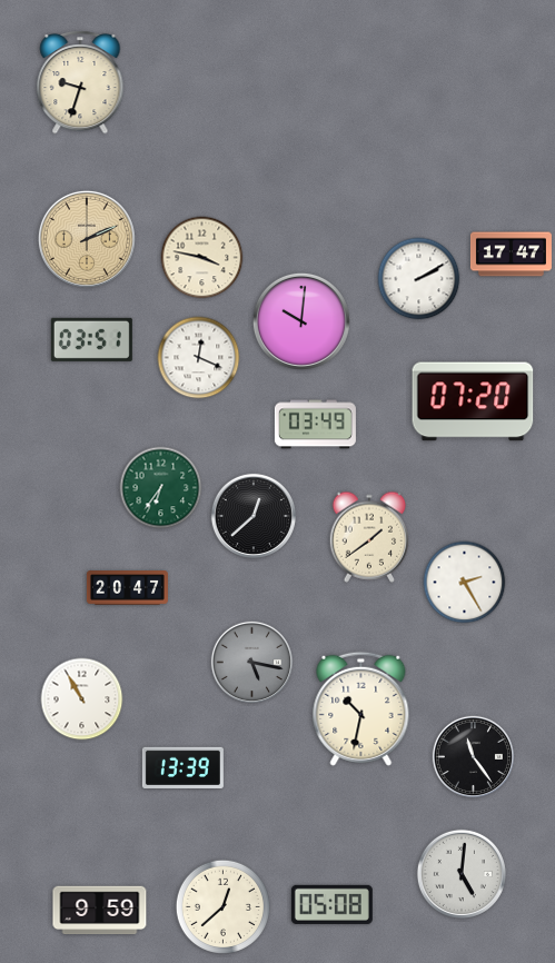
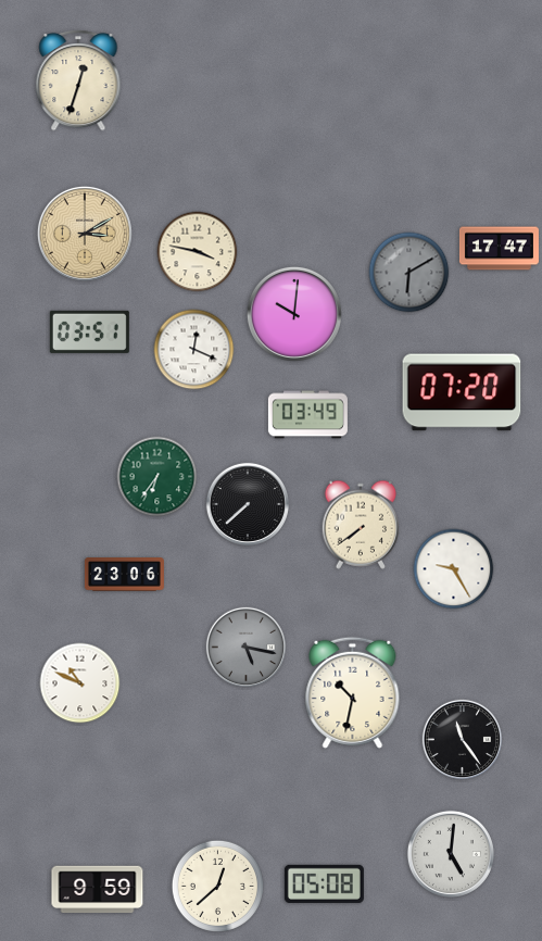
clock at (80, 82): 9:33 -> 12:33
clock at (87, 239): 2:11 -> 3:10
clock at (419, 279): 2:10 -> 6:10
clock at (419, 279) dial: white -> grey
clock at (254, 516): 12:38 -> 7:38
clock at (368, 537): 1:39 -> 7:39
clock at (465, 583): 2:25 -> 9:25
clock at (127, 588): 20:47 -> 23:06
clock at (82, 699): 10:55 -> 10:49
clock at (182, 767): 13:39 -> none
